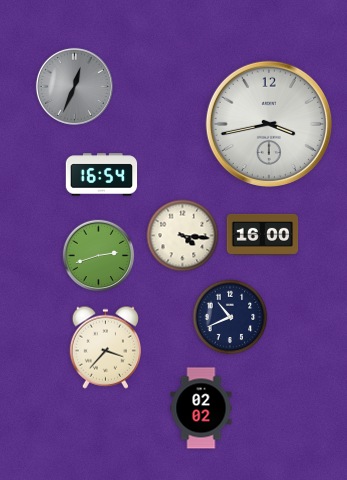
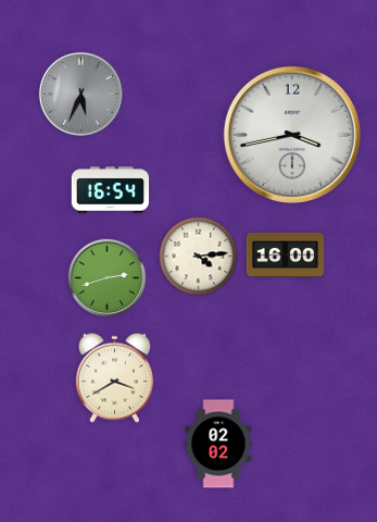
clock at (74, 86): 12:34 -> 5:34
clock at (183, 236): 4:16 -> 4:14
clock at (230, 317): 10:41 -> none
clock at (105, 347): 3:37 -> 3:40
